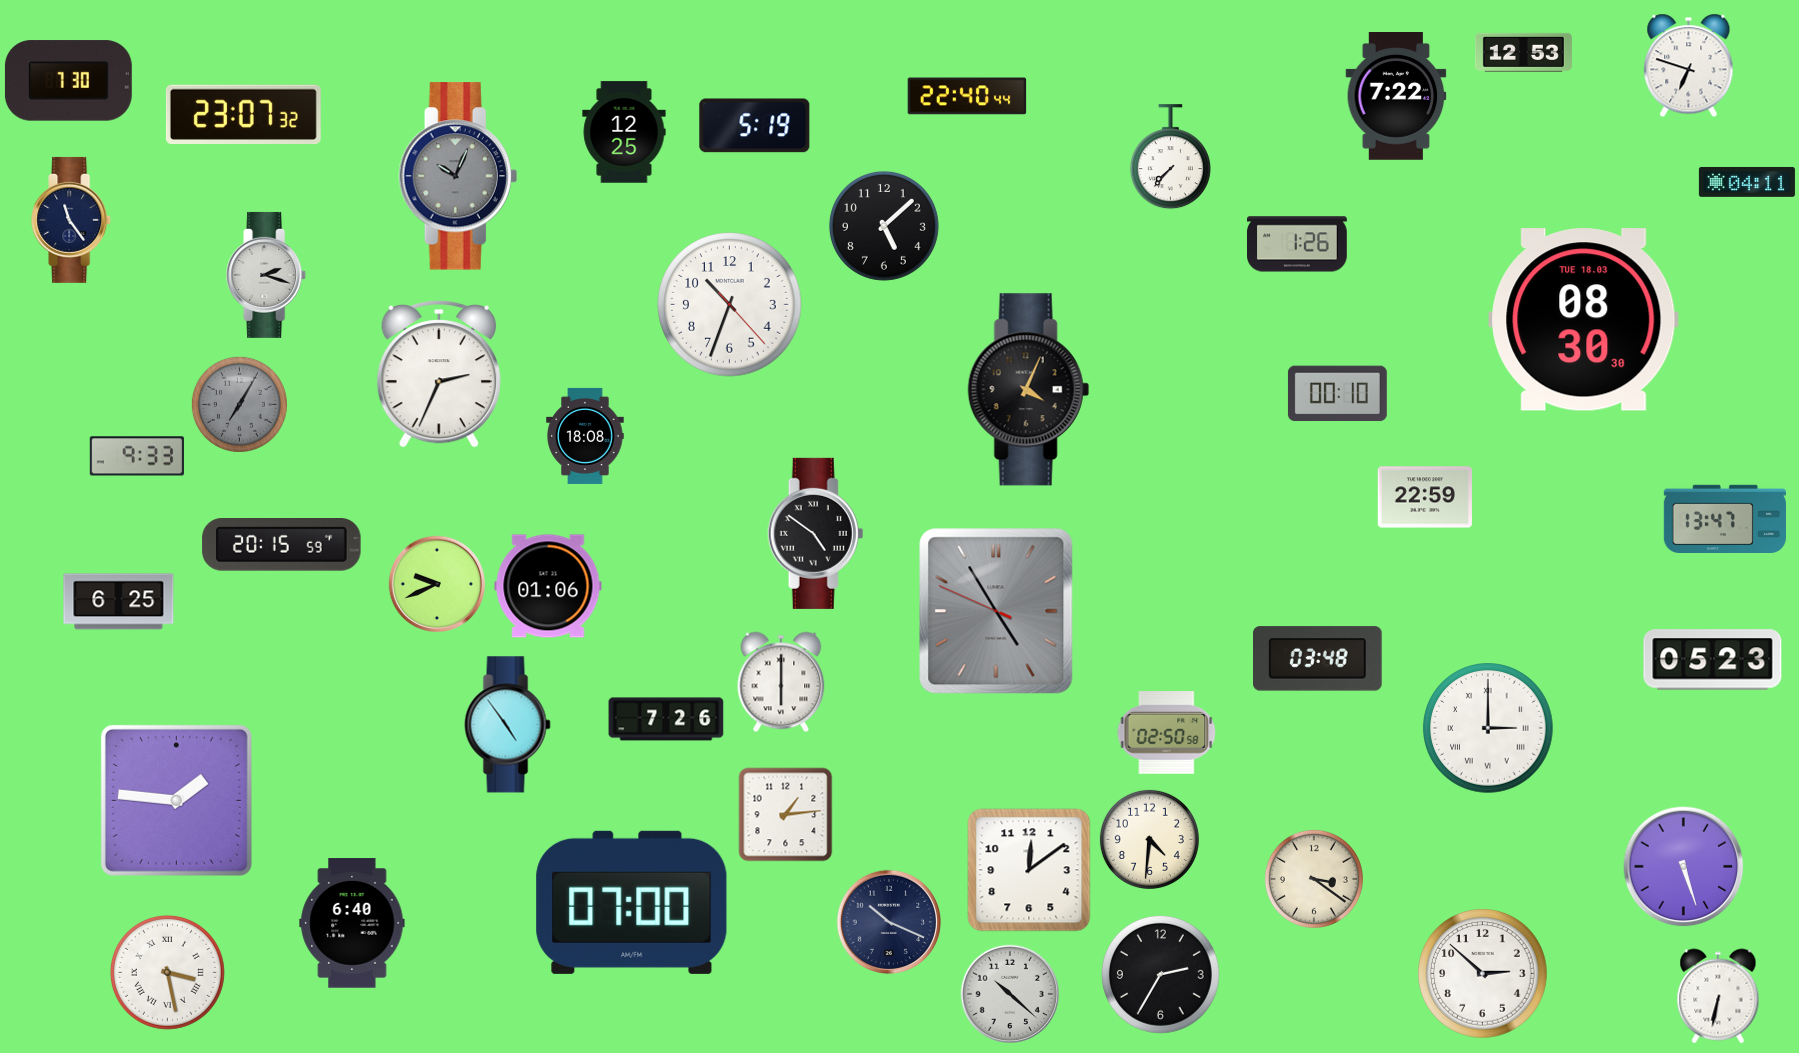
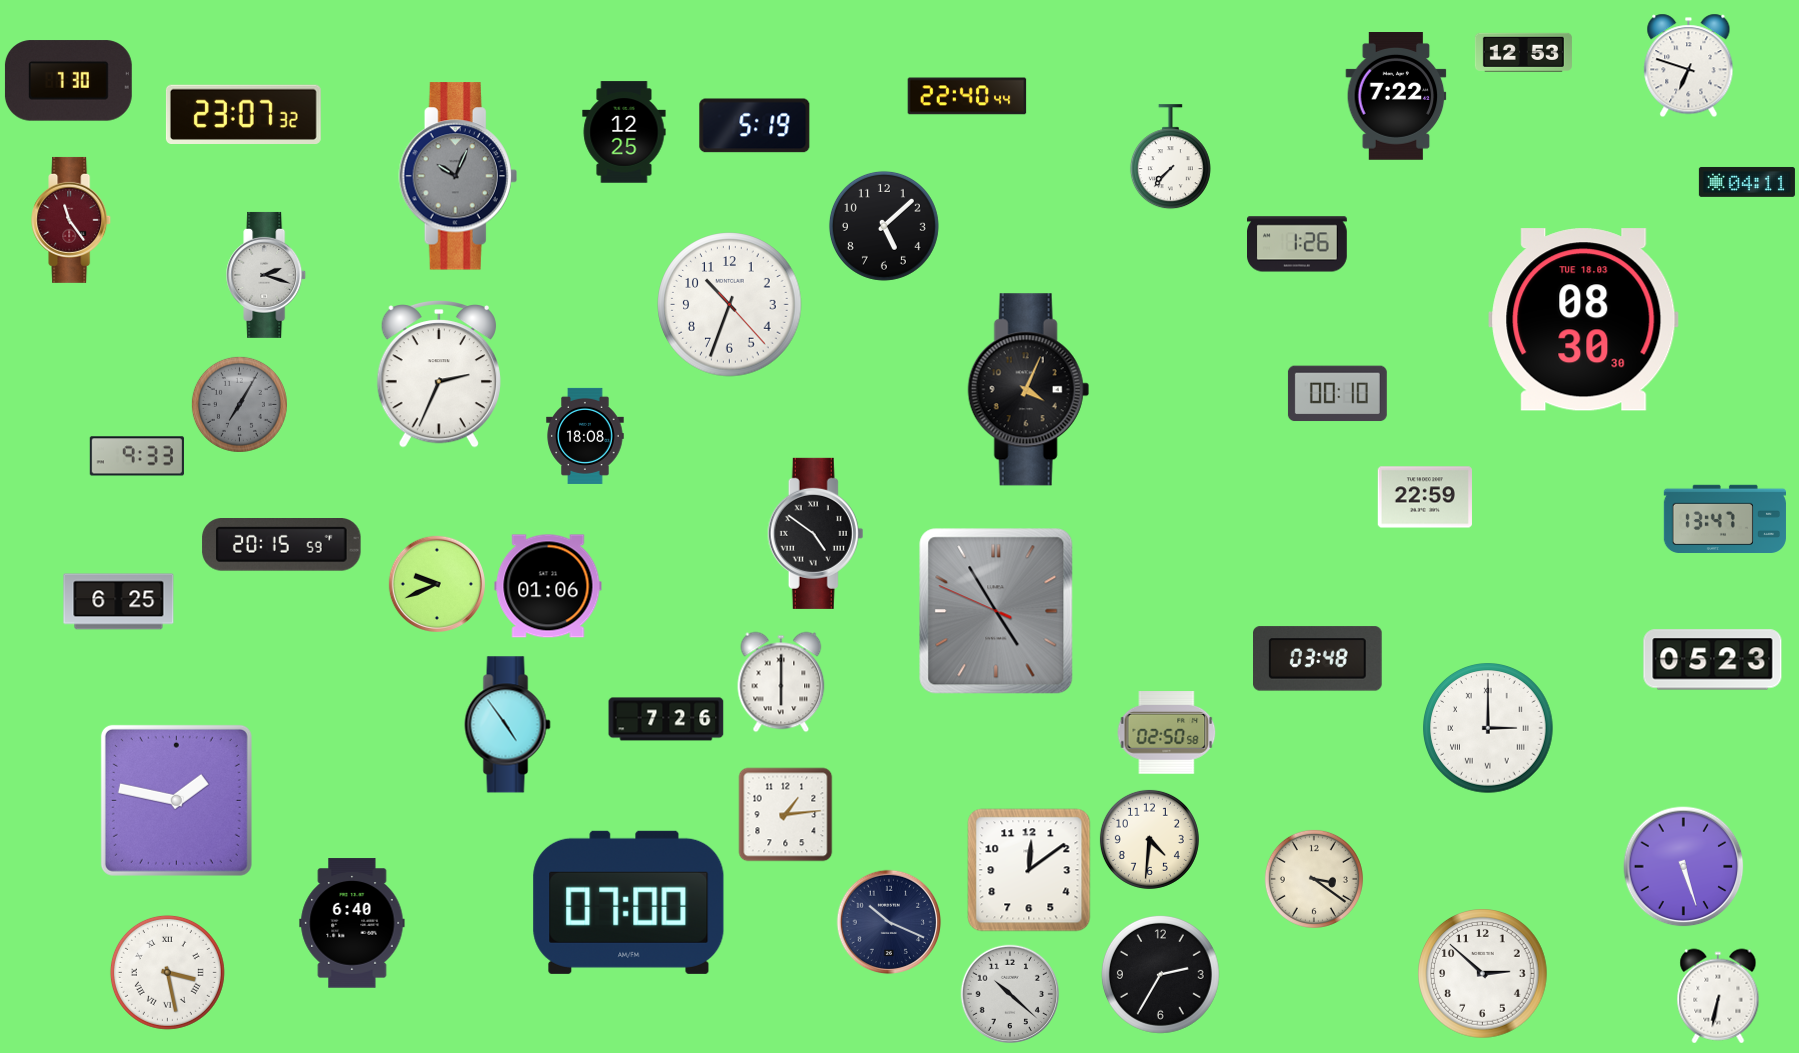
clock at (72, 220) dial: navy -> burgundy
clock at (176, 800): 1:46 -> 1:47
clock at (632, 902) position: (632, 902) -> (629, 902)
